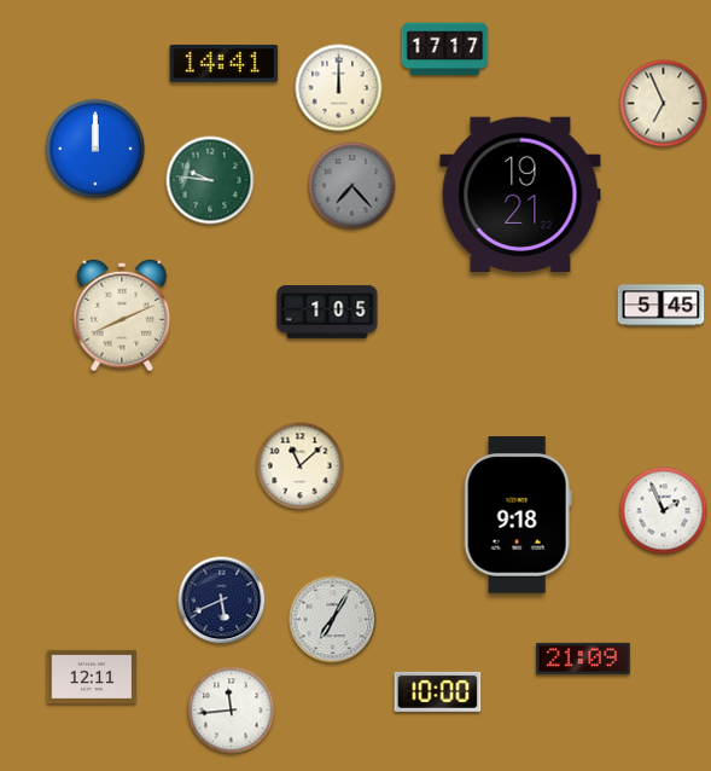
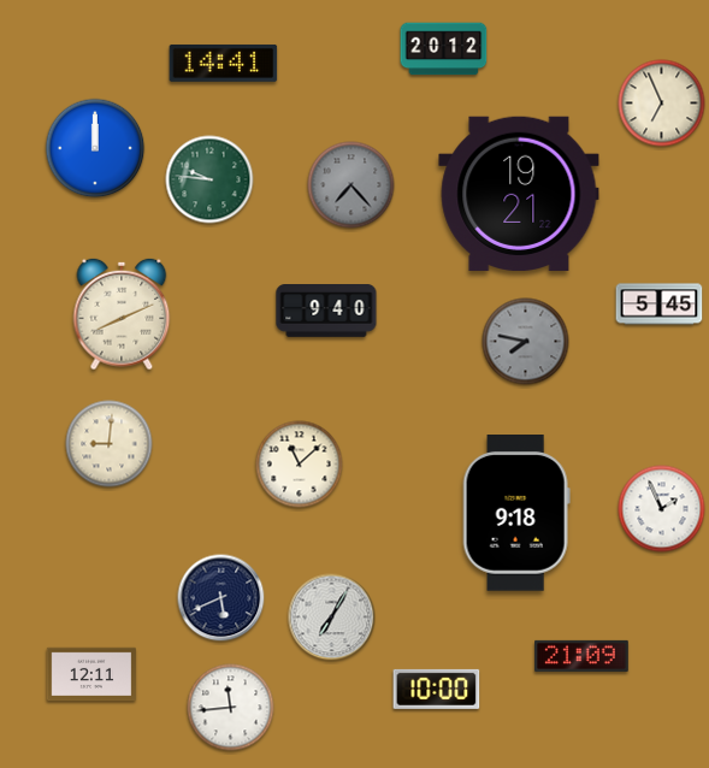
clock at (445, 50): 17:17 -> 20:12
clock at (339, 88): 12:00 -> none
clock at (327, 313): 1:05 -> 9:40
clock at (526, 342): none -> 7:47
clock at (110, 444): none -> 9:01
